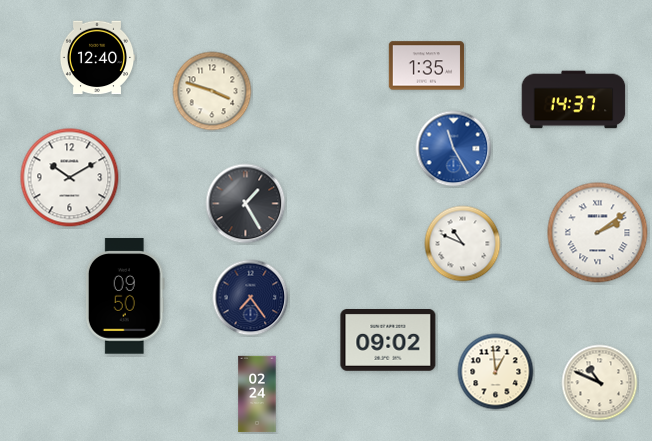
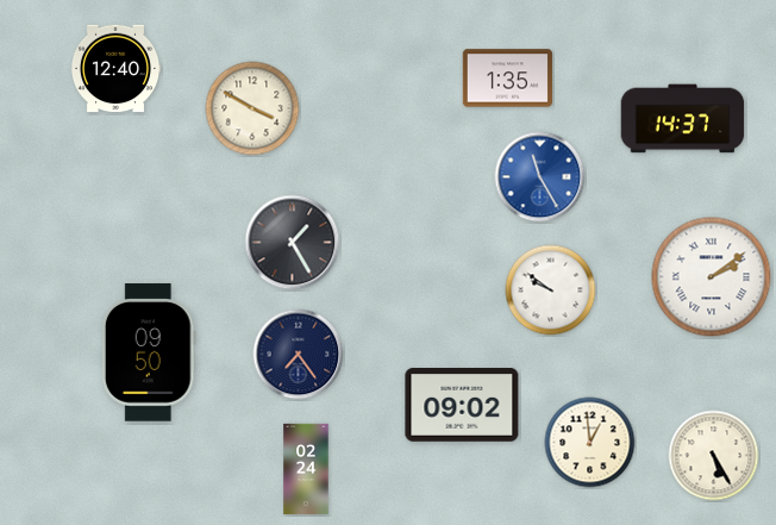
clock at (212, 91): 3:48 -> 3:50
clock at (70, 178): 10:10 -> none
clock at (463, 244): 10:49 -> 9:51
clock at (600, 383): 10:49 -> 5:25
